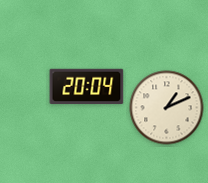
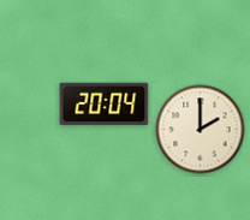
clock at (167, 108): 1:11 -> 2:00
